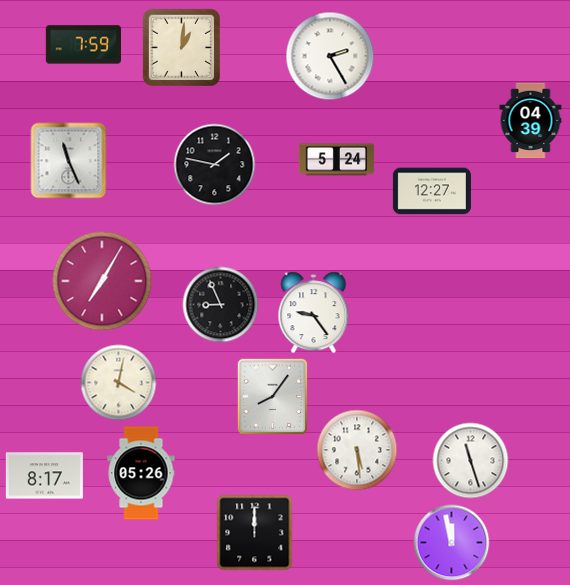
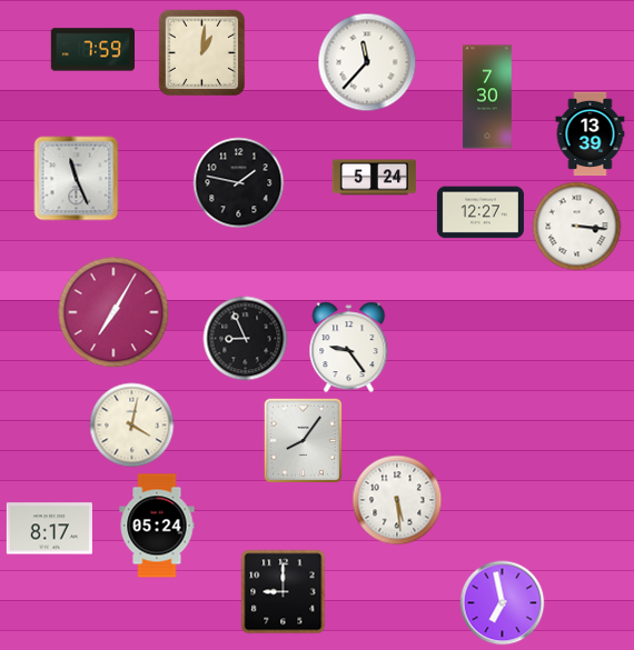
clock at (330, 56): 2:25 -> 11:37
clock at (488, 97): none -> 7:30
clock at (531, 121): 04:39 -> 13:39
clock at (577, 227): none -> 3:16
clock at (471, 461): 11:27 -> none
clock at (141, 473): 05:26 -> 05:24
clock at (255, 533): 12:00 -> 9:00
clock at (452, 543): 11:58 -> 6:58
